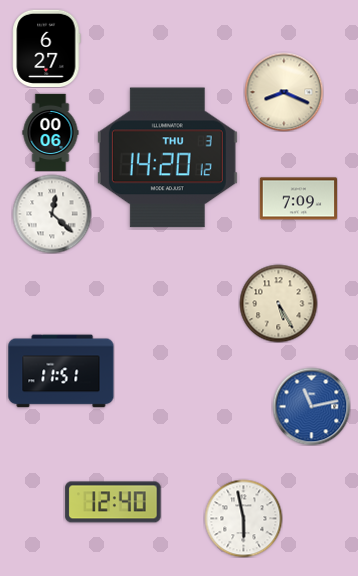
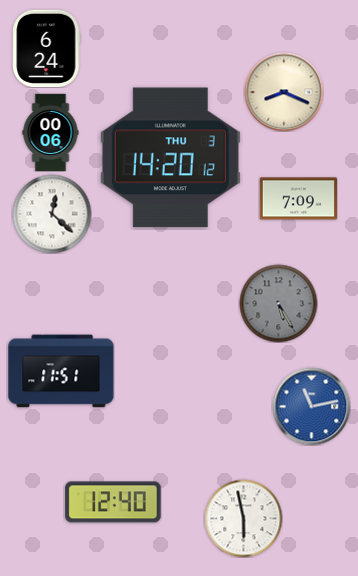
clock at (47, 48): 6:27 -> 6:24
clock at (167, 158) position: (167, 158) -> (170, 158)
clock at (278, 303) dial: cream -> grey
